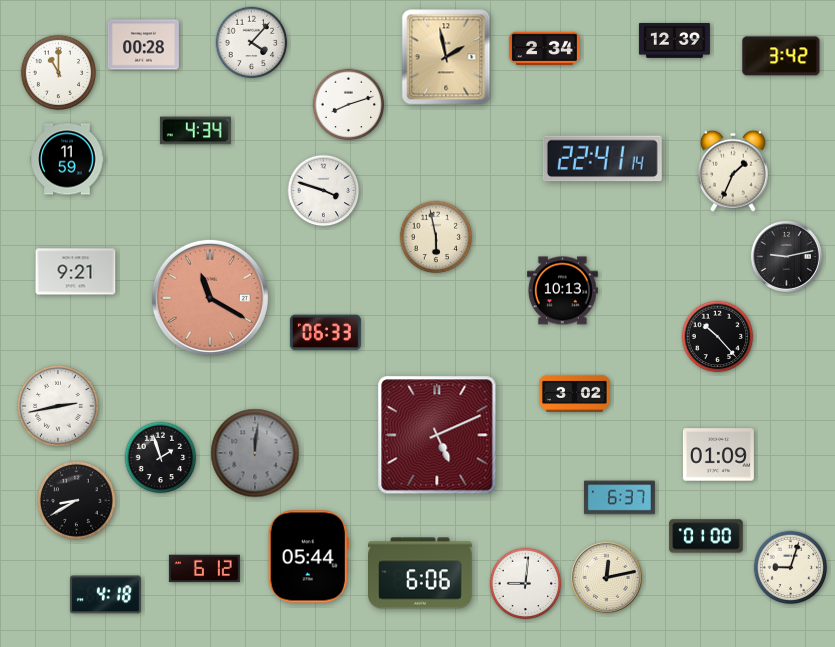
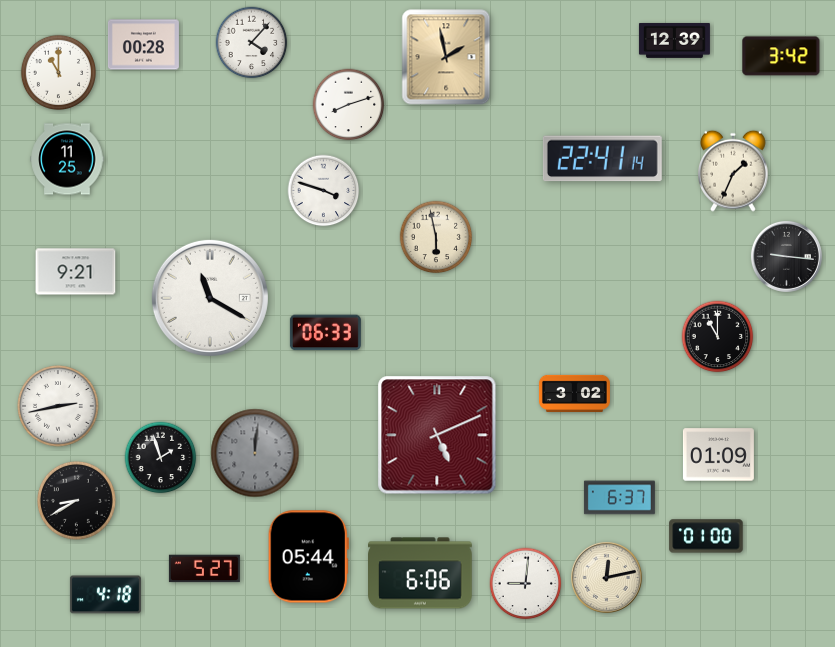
clock at (544, 49): 2:34 -> none
clock at (195, 131): 4:34 -> none
clock at (67, 159): 11:59 -> 11:25
clock at (786, 256): 9:13 -> 9:16
clock at (562, 291): 10:13 -> none
clock at (210, 298) dial: salmon -> white
clock at (718, 337): 10:23 -> 11:00
clock at (791, 568): 9:03 -> none
clock at (204, 569): 6:12 -> 5:27
